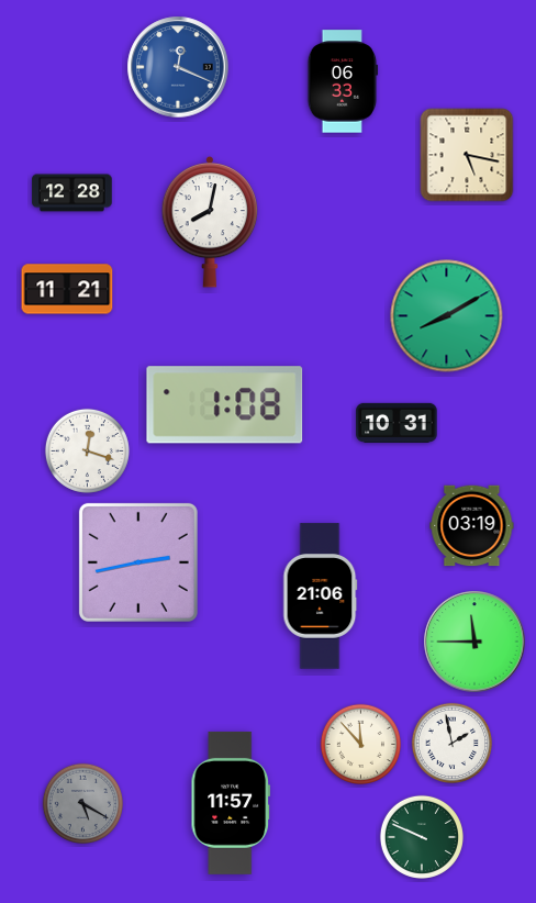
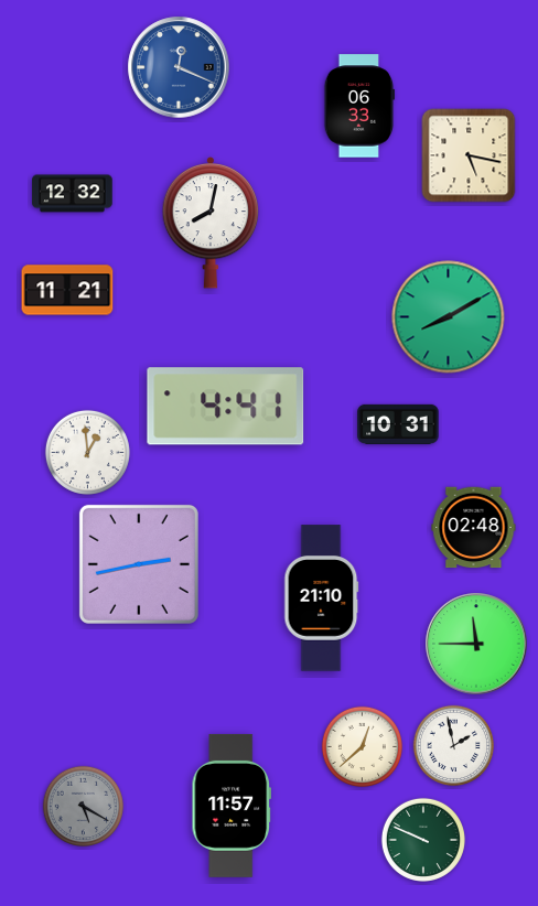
clock at (343, 81) position: (343, 81) -> (359, 106)
clock at (72, 193): 12:28 -> 12:32
clock at (225, 405): 1:08 -> 4:41
clock at (87, 450): 12:18 -> 12:59
clock at (472, 526): 03:19 -> 02:48
clock at (321, 597): 21:06 -> 21:10
clock at (361, 745): 11:53 -> 12:38
